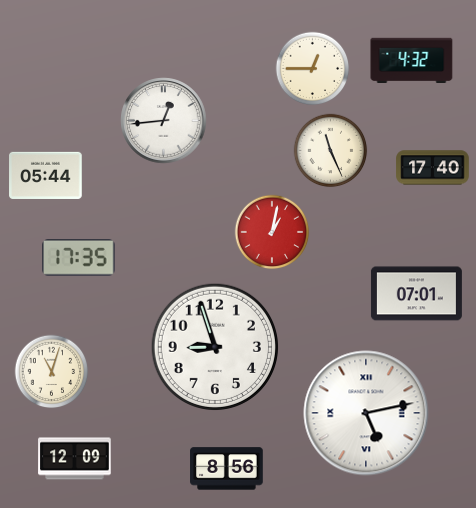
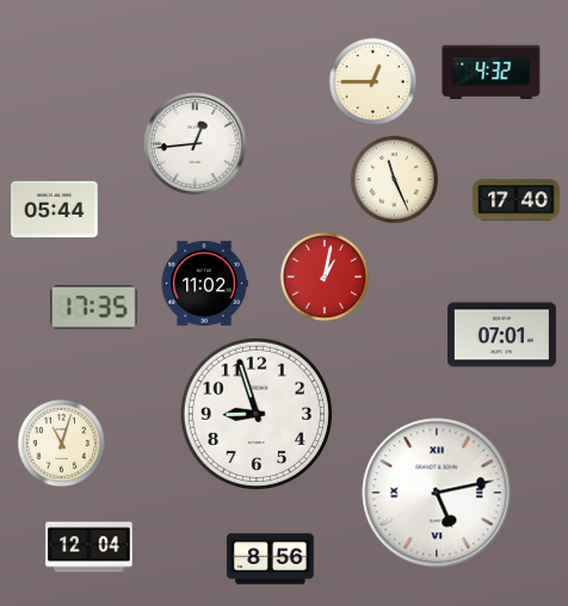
clock at (204, 283): none -> 11:02
clock at (416, 294) position: (416, 294) -> (501, 335)
clock at (75, 459): 12:09 -> 12:04
